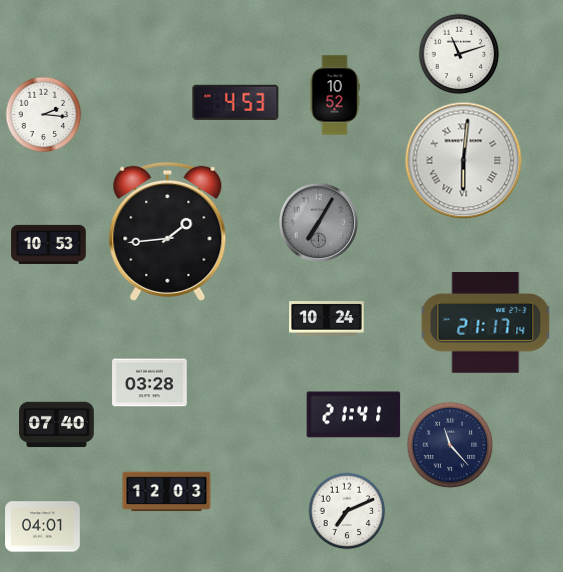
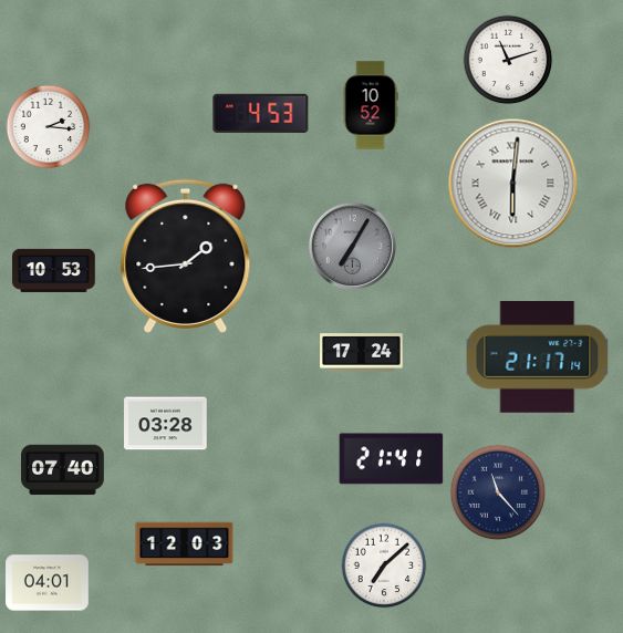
clock at (464, 161) position: (464, 161) -> (513, 184)
clock at (327, 319): 10:24 -> 17:24
clock at (347, 511): 7:11 -> 7:08
